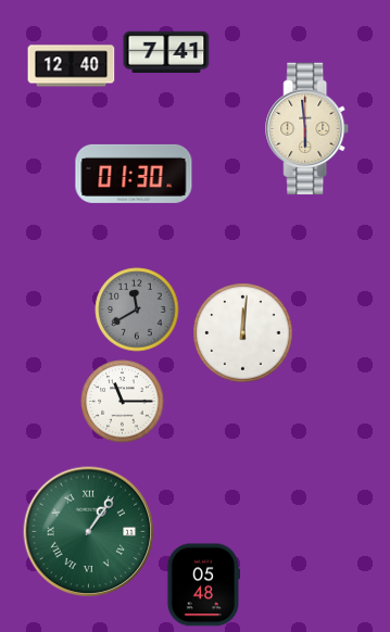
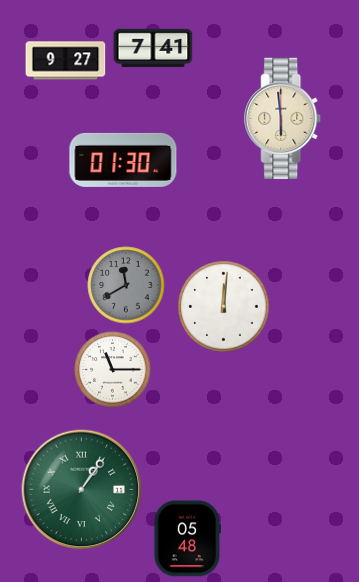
clock at (72, 66): 12:40 -> 9:27
